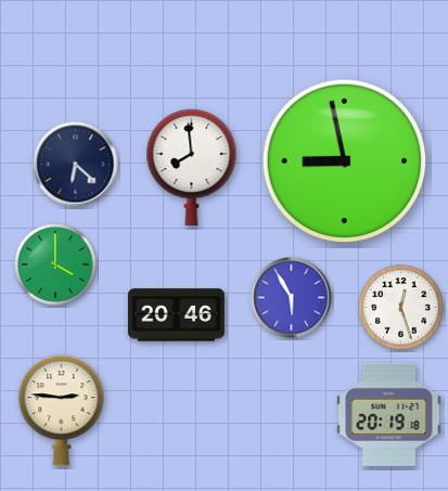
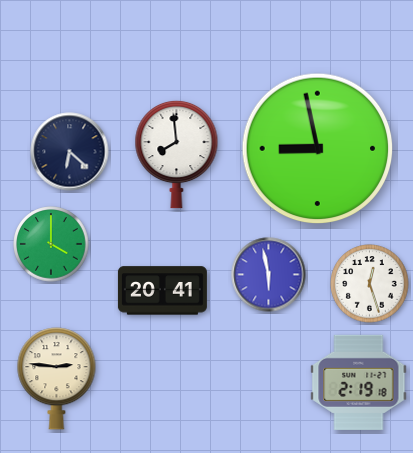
clock at (292, 298): 5:55 -> 5:58
clock at (176, 315): 20:46 -> 20:41
clock at (389, 414): 20:19 -> 2:19
